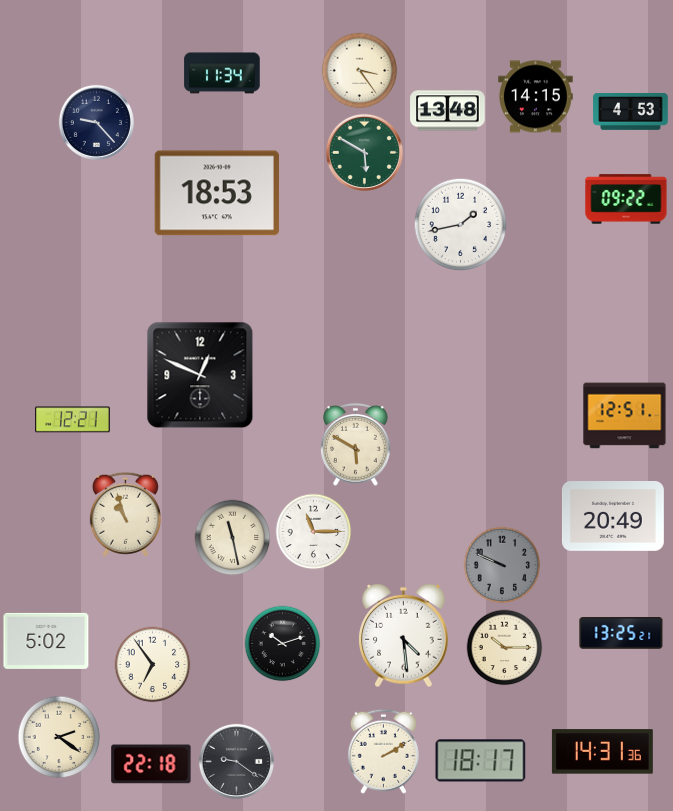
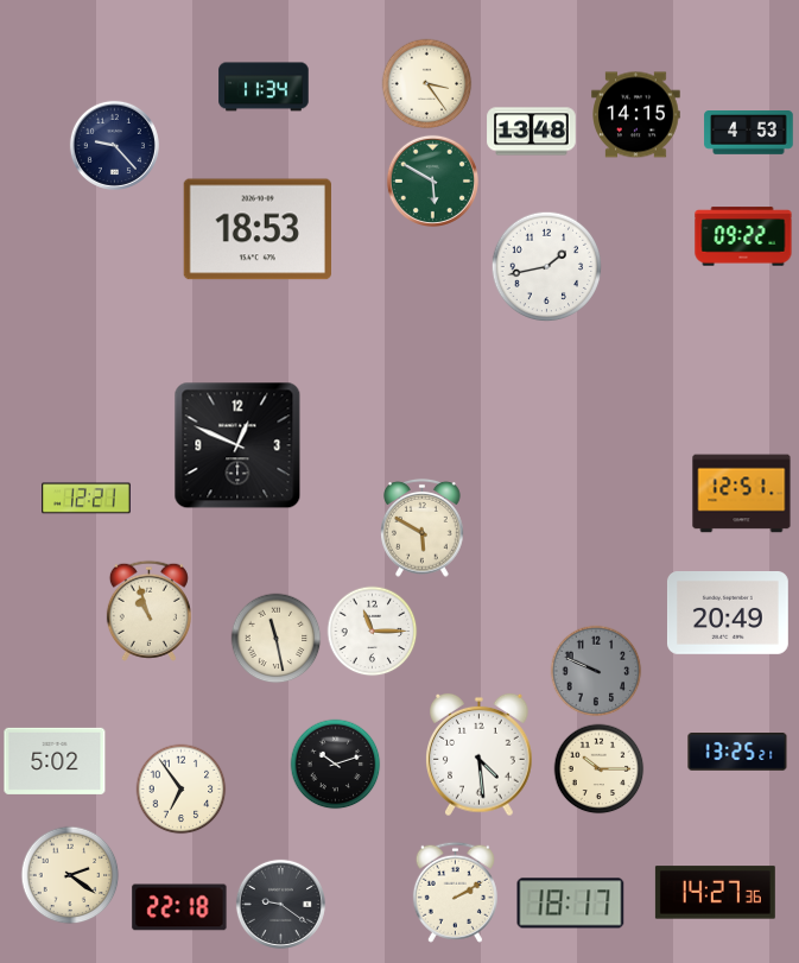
clock at (602, 752): 14:31 -> 14:27
